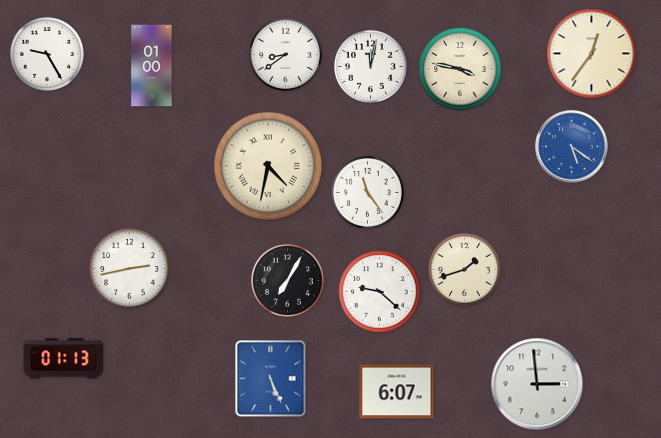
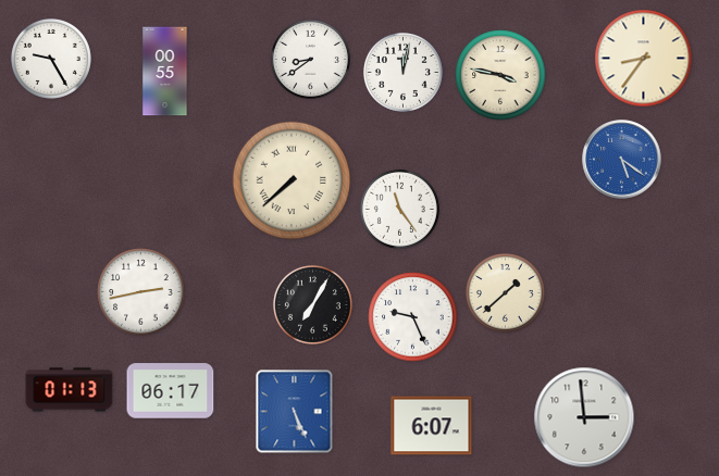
clock at (592, 54): 12:36 -> 8:36
clock at (152, 66): 01:00 -> 00:55
clock at (268, 166): 4:32 -> 7:38
clock at (464, 269): 1:42 -> 1:38
clock at (380, 292): 9:22 -> 9:26
clock at (171, 391): none -> 06:17
